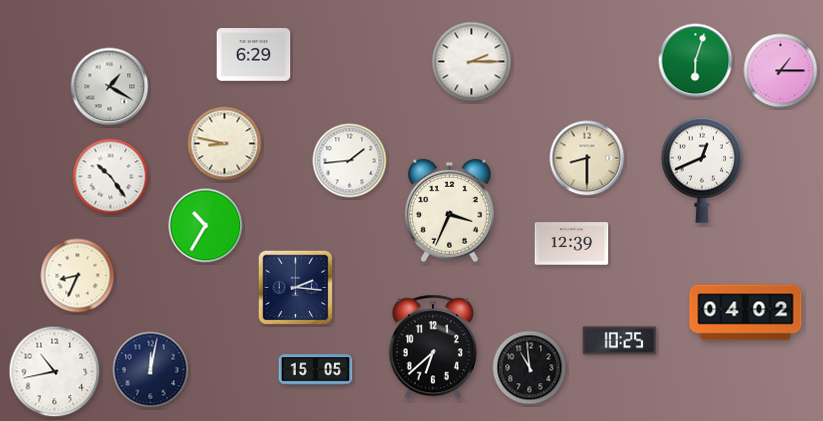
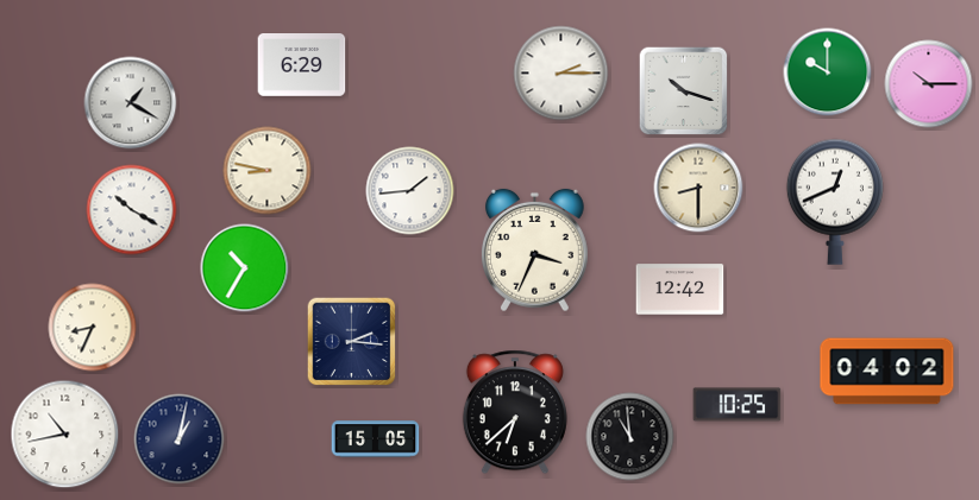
clock at (696, 61): 6:03 -> 10:00
clock at (781, 71): 1:15 -> 10:15
clock at (684, 91): none -> 10:18
clock at (350, 161) position: (350, 161) -> (410, 191)
clock at (111, 177): 10:24 -> 10:20
clock at (572, 244): 12:39 -> 12:42
clock at (151, 370): 12:02 -> 1:02
clock at (55, 372) position: (55, 372) -> (65, 435)
